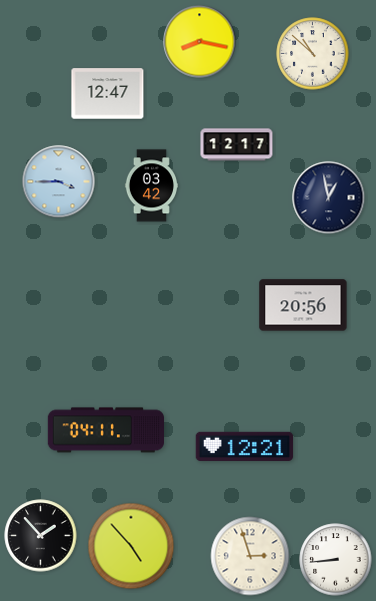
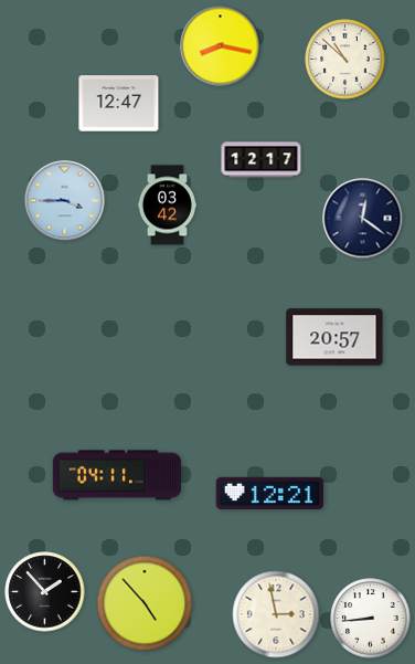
clock at (329, 198): 12:58 -> 12:21
clock at (303, 305): 20:56 -> 20:57
clock at (250, 556): 2:57 -> 2:58
